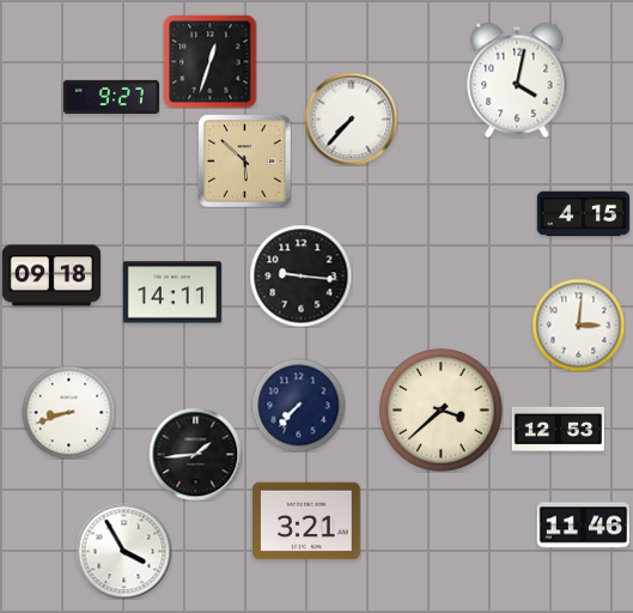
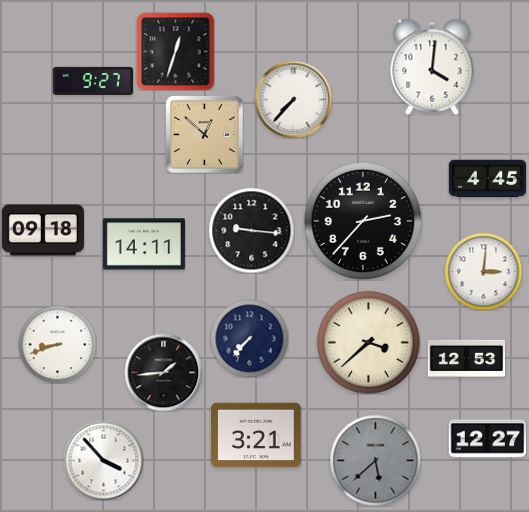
clock at (517, 80): 4:02 -> 4:01
clock at (244, 160): 5:52 -> 12:52
clock at (583, 214): 4:15 -> 4:45
clock at (363, 221): none -> 2:37
clock at (195, 454) position: (195, 454) -> (163, 372)
clock at (583, 526): 11:46 -> 12:27
clock at (123, 551): 3:55 -> 3:53
clock at (375, 460): none -> 5:38
